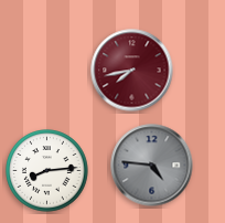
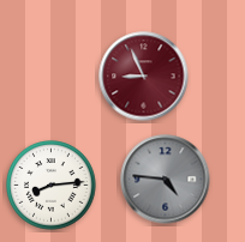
clock at (132, 71): 7:43 -> 8:56
